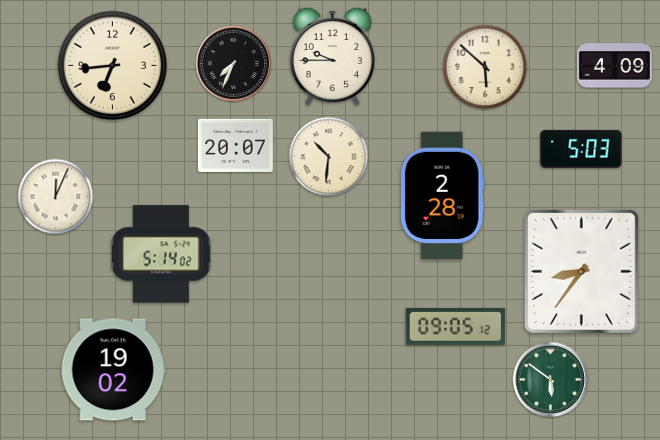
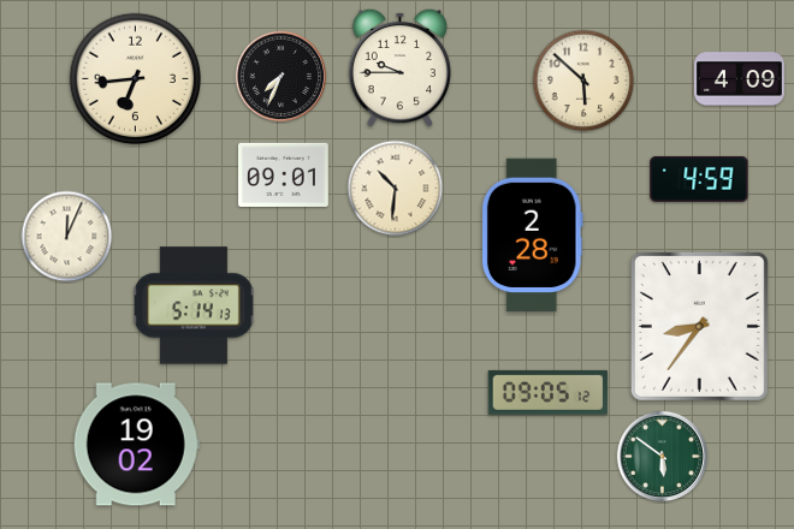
clock at (235, 145): 20:07 -> 09:01
clock at (581, 149): 5:03 -> 4:59
clock at (162, 254): 5:14:02 -> 5:14:13
